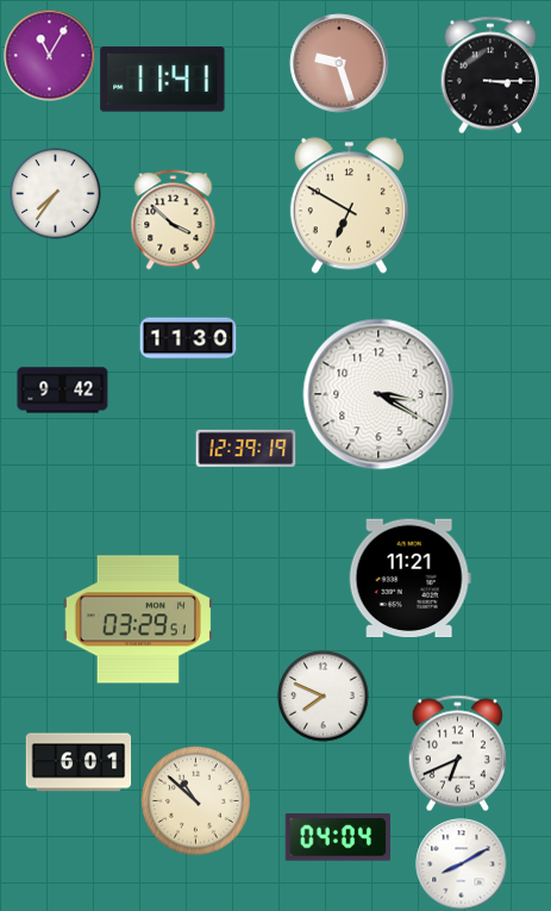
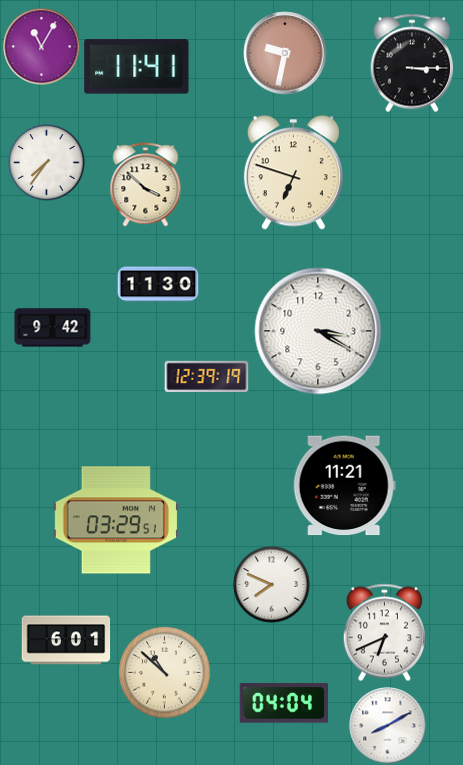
clock at (339, 63): 9:27 -> 9:32
clock at (349, 206): 6:50 -> 6:48
